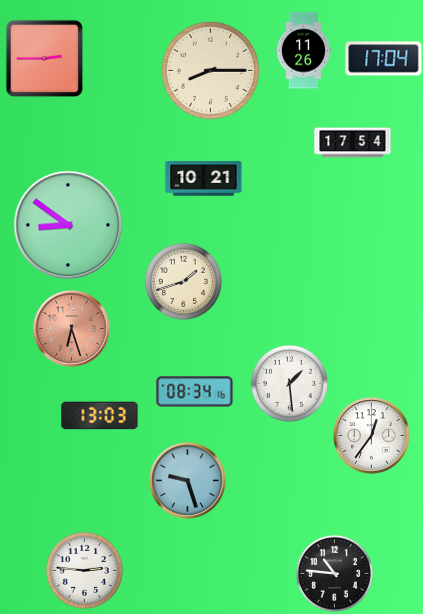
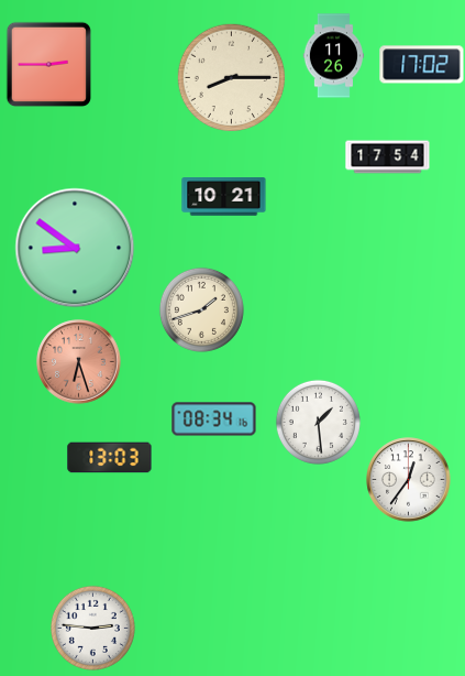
clock at (384, 59): 17:04 -> 17:02
clock at (195, 392) position: (195, 392) -> (214, 419)
clock at (188, 481): 9:27 -> none
clock at (334, 573): 10:46 -> none
